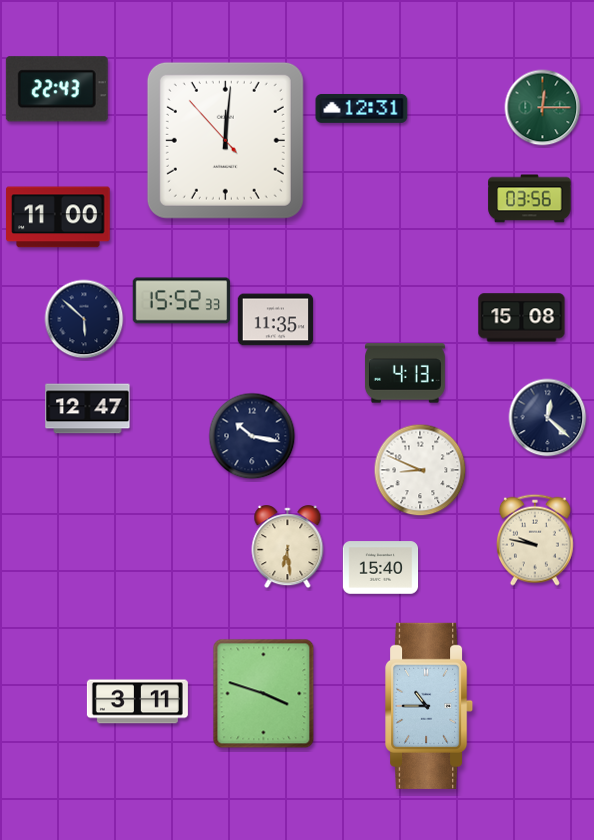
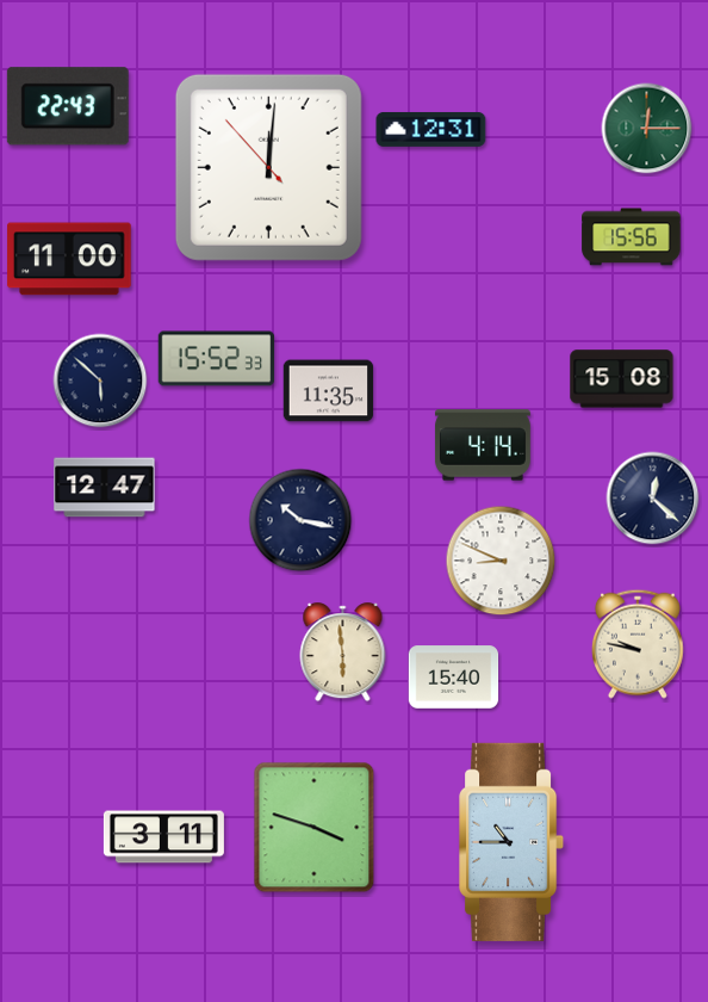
clock at (530, 199): 03:56 -> 15:56
clock at (276, 320) position: (276, 320) -> (329, 391)
clock at (405, 373): 4:13 -> 4:14
clock at (288, 547): 6:29 -> 5:59
